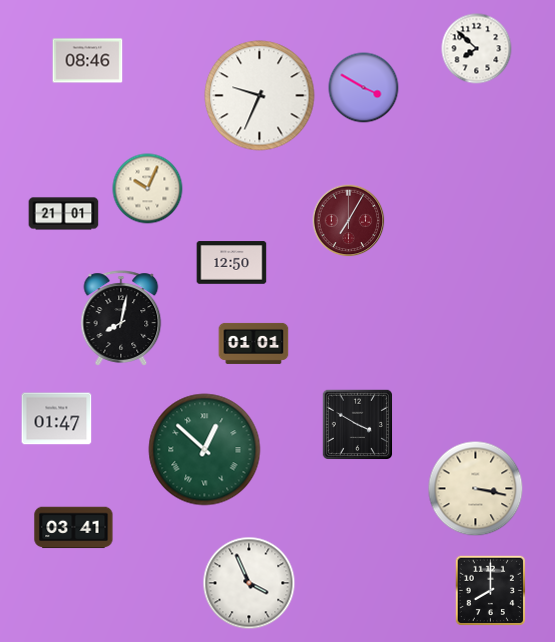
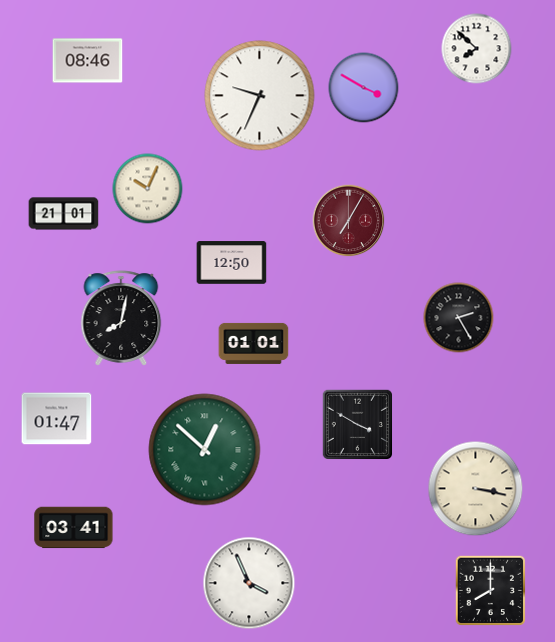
clock at (459, 318): none -> 2:25
